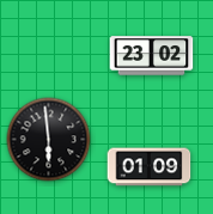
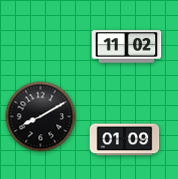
clock at (152, 56): 23:02 -> 11:02
clock at (49, 140): 5:59 -> 8:10
